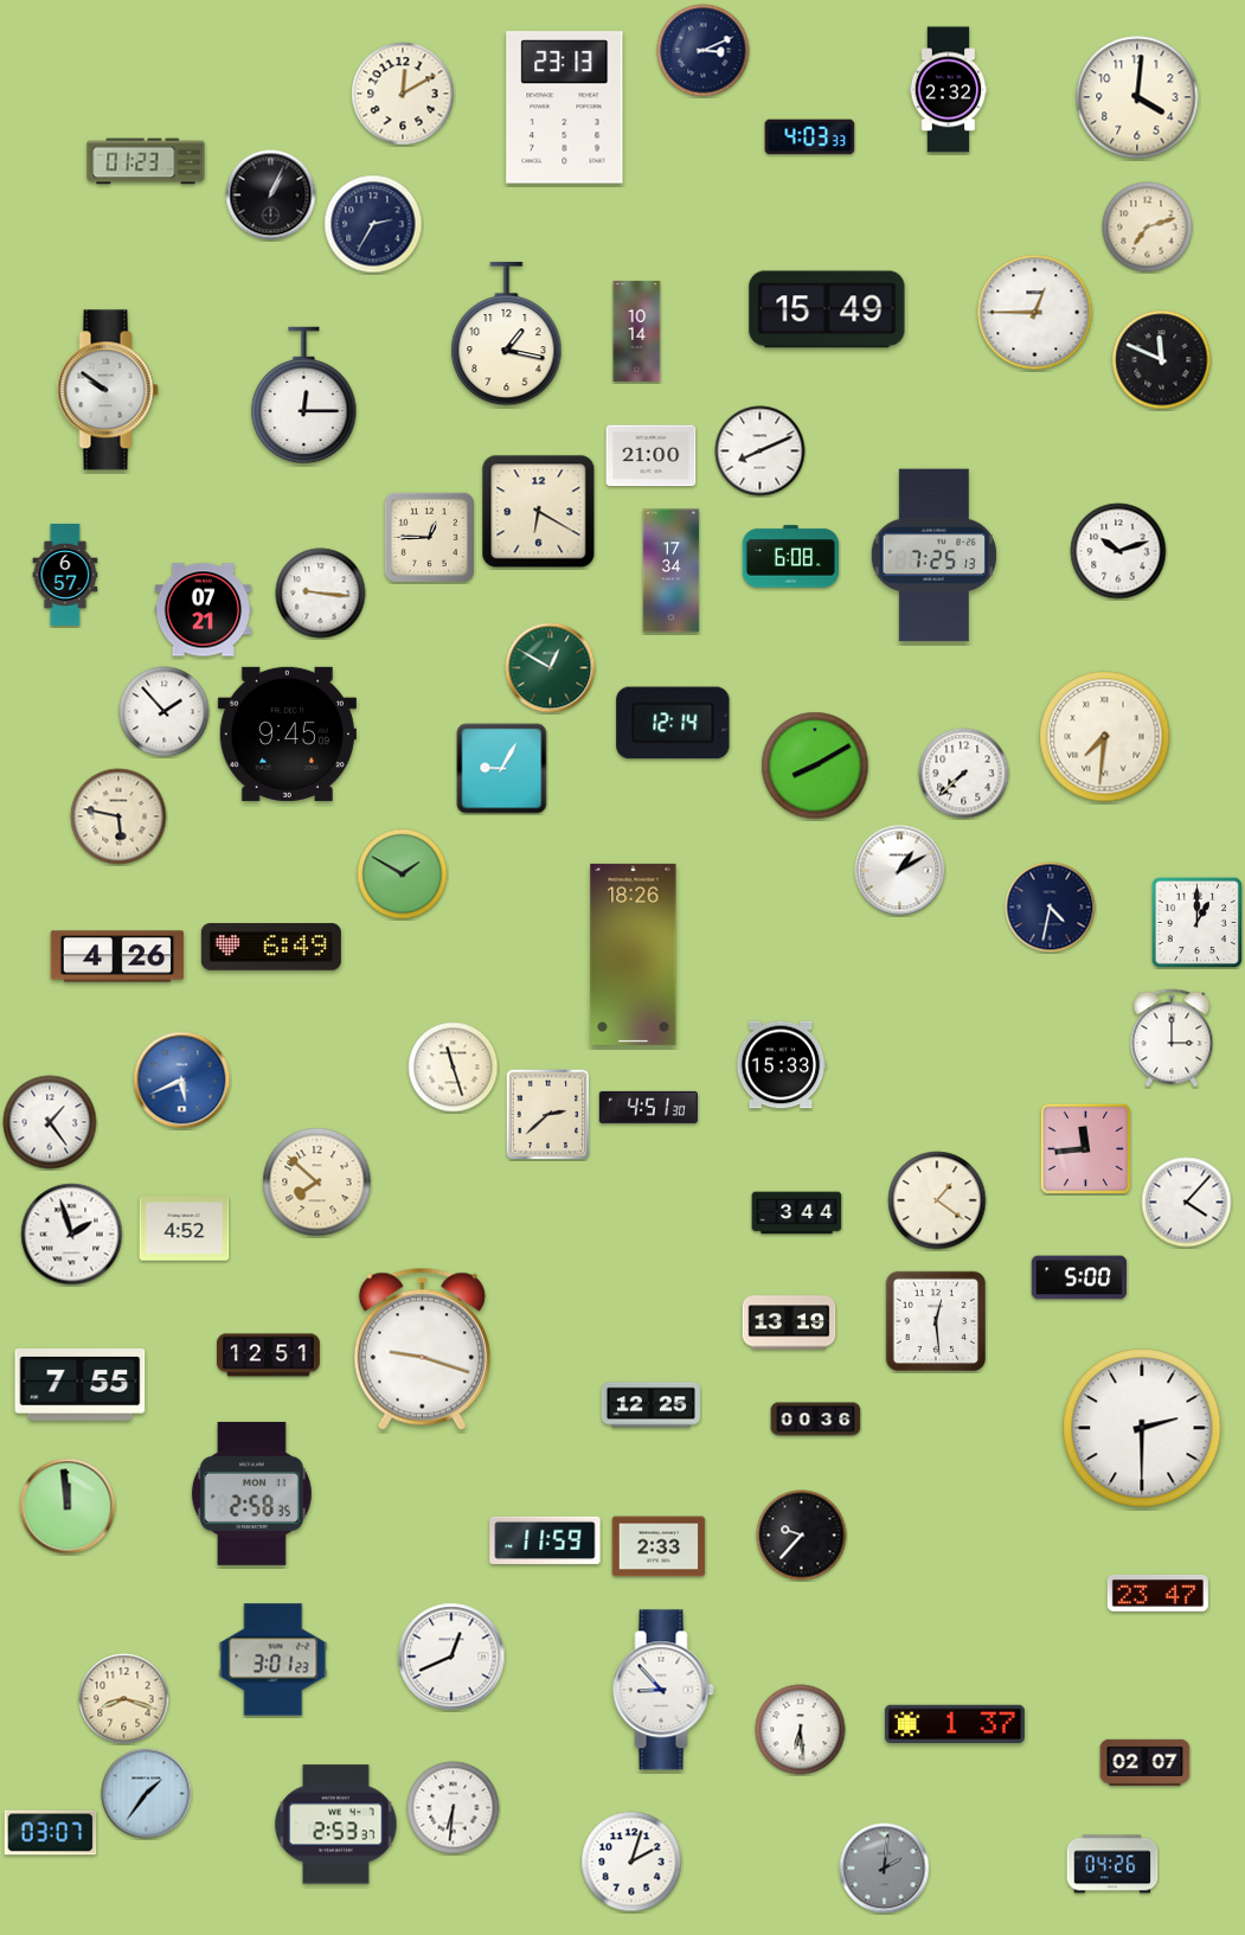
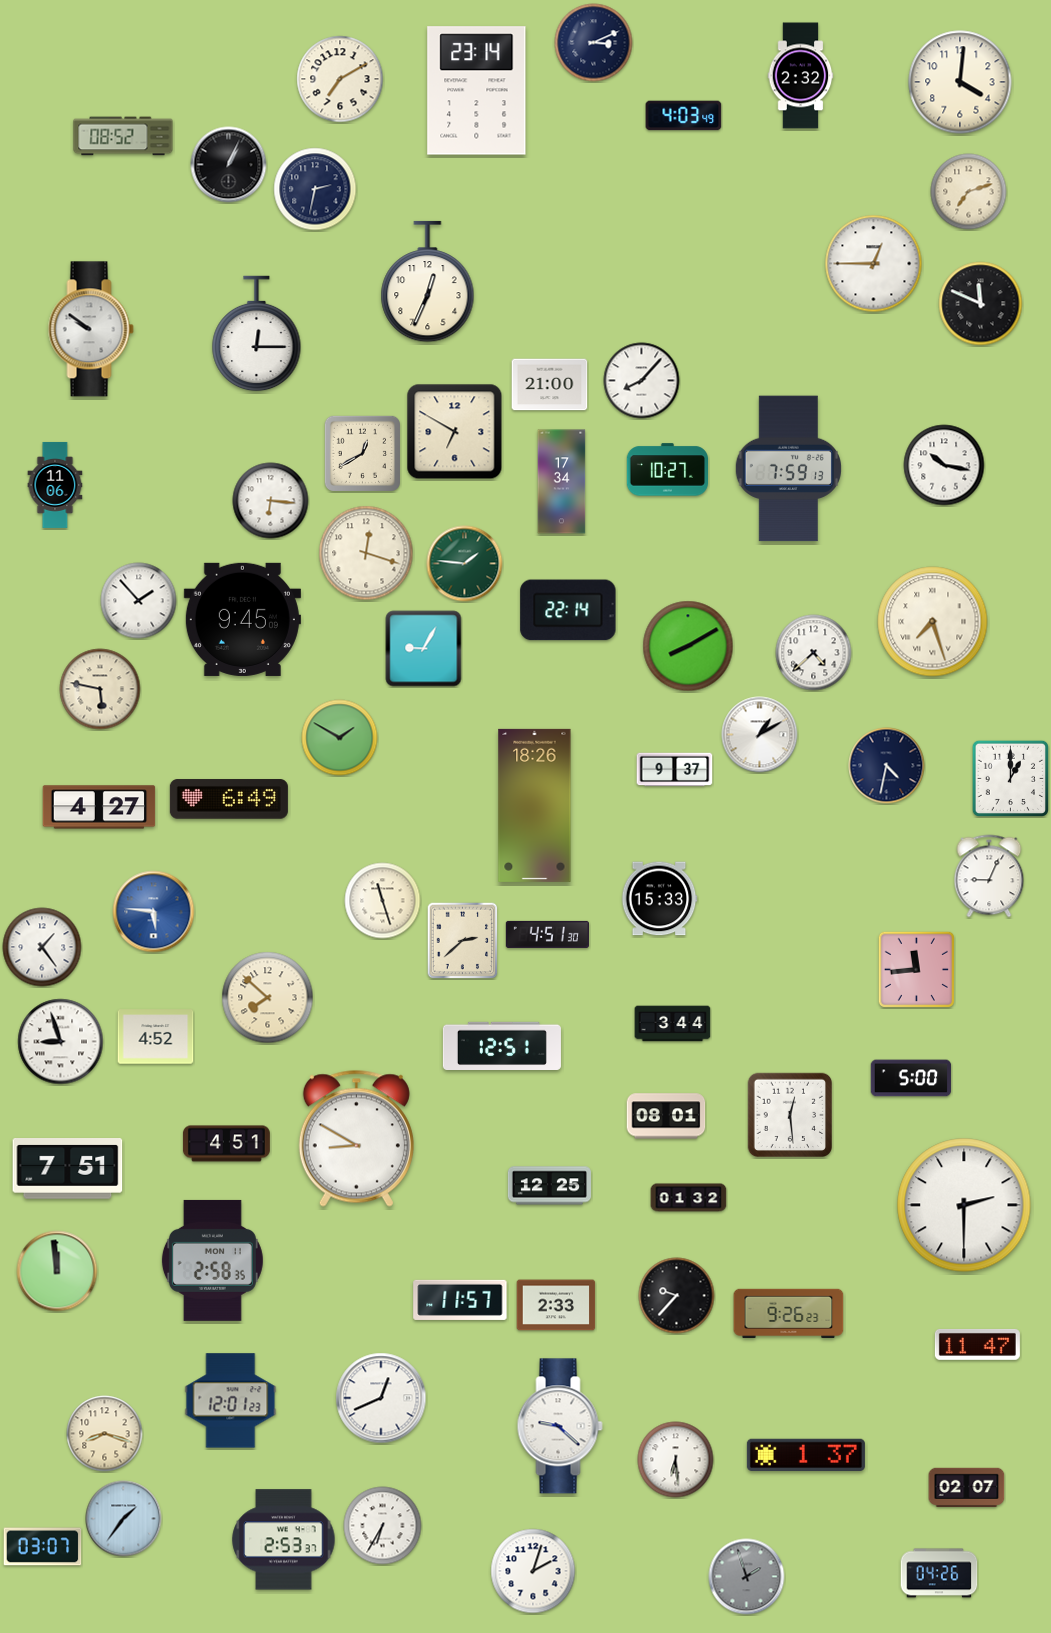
clock at (403, 94): 12:10 -> 7:10
clock at (565, 108): 23:13 -> 23:14
clock at (810, 137): 4:03:33 -> 4:03:49
clock at (146, 161): 01:23 -> 08:52
clock at (373, 224): 2:35 -> 2:32
clock at (827, 309): 15:49 -> none
clock at (637, 331): 10:14 -> none
clock at (507, 334): 1:17 -> 12:34
clock at (761, 451): 8:11 -> 8:07
clock at (539, 512): 6:20 -> 6:50
clock at (429, 537): 12:45 -> 12:40
clock at (1118, 551): 10:12 -> 10:17
clock at (933, 556): 7:25 -> 7:59
clock at (791, 557): 6:08 -> 10:27
clock at (672, 571) position: (672, 571) -> (562, 482)
clock at (65, 575): 6:57 -> 11:06
clock at (321, 594): 9:16 -> 6:16
clock at (204, 610): 07:21 -> none
clock at (366, 553): none -> 12:18
clock at (551, 668): 12:50 -> 1:46
clock at (673, 723): 12:14 -> 22:14
clock at (1105, 737): 7:31 -> 7:27
clock at (964, 774): 7:38 -> 4:38
clock at (675, 770): none -> 9:37
clock at (117, 956): 4:26 -> 4:27
clock at (1172, 1038): 3:00 -> 9:04
clock at (182, 1081): 5:41 -> 5:46
clock at (937, 1200): 1:21 -> none
clock at (1187, 1203): 4:07 -> none
clock at (72, 1235): 1:57 -> 8:57
clock at (502, 1045): none -> 12:51
clock at (789, 1322): 13:19 -> 08:01
clock at (422, 1348): 9:18 -> 8:50
clock at (268, 1356): 12:51 -> 4:51
clock at (81, 1385): 7:55 -> 7:51
clock at (816, 1420): 00:36 -> 01:32
clock at (545, 1540): 11:59 -> 11:57
clock at (789, 1313): none -> 9:26
clock at (1157, 1593): 23:47 -> 11:47
clock at (274, 1660): 3:01 -> 12:01
clock at (663, 1690): 8:53 -> 9:22
clock at (147, 1794) position: (147, 1794) -> (124, 1519)
clock at (454, 1808): 6:31 -> 6:35
clock at (885, 1869): 2:01 -> 1:57
